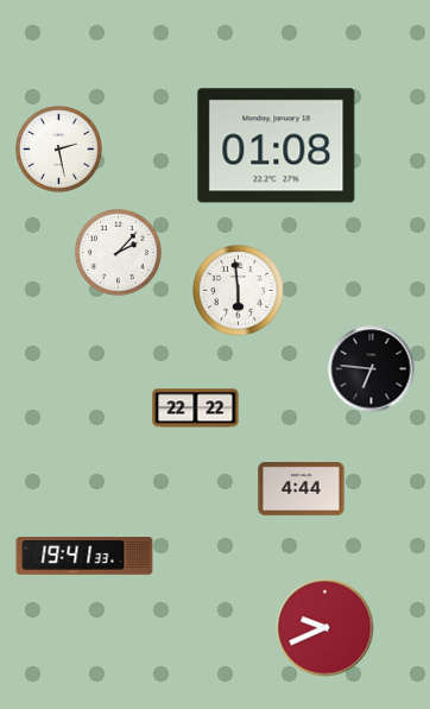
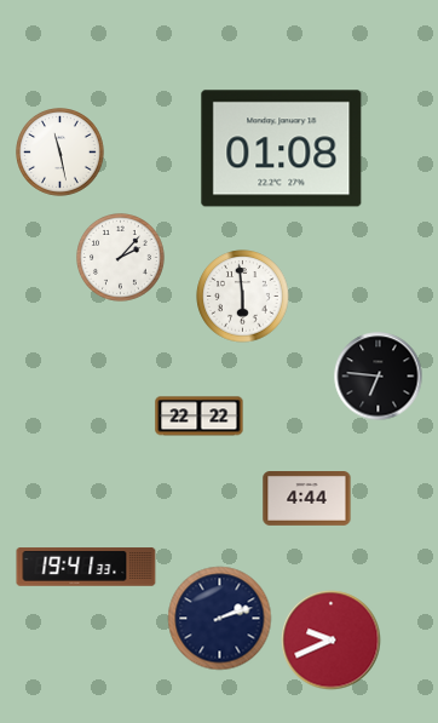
clock at (59, 150): 2:28 -> 11:28
clock at (220, 619): none -> 2:12
